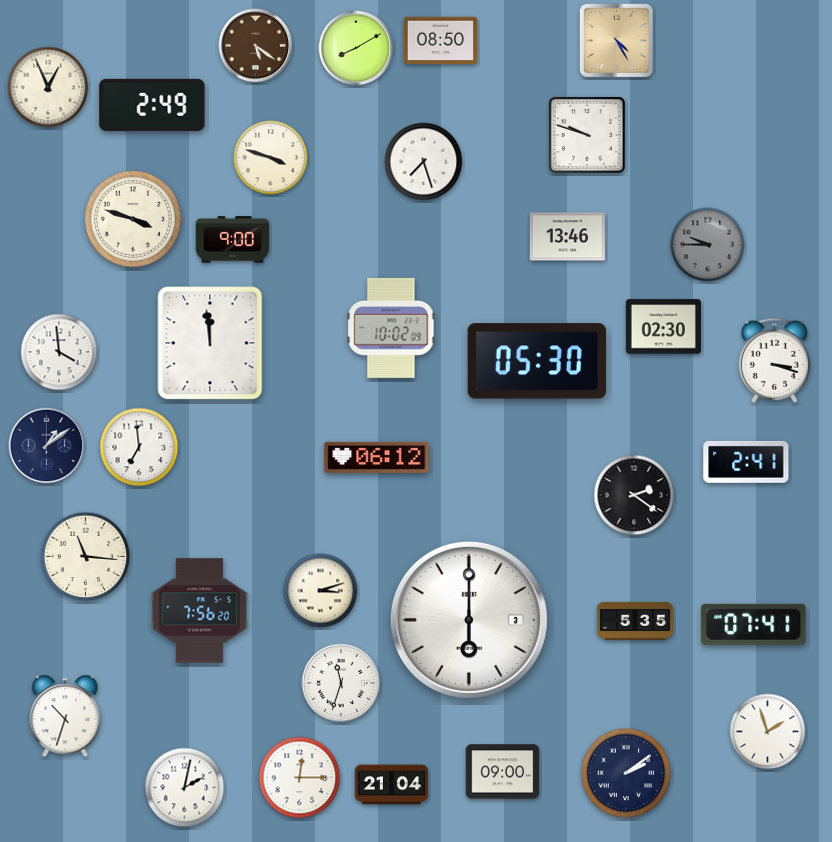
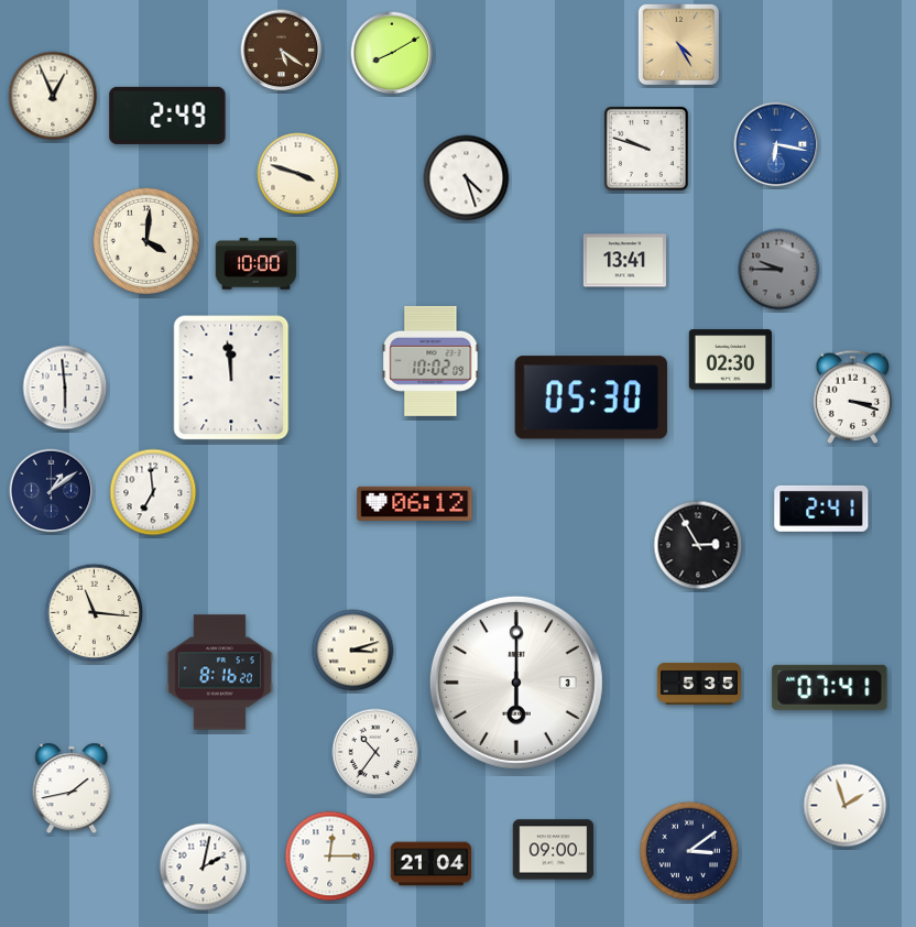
clock at (441, 41): 08:50 -> none
clock at (776, 144): none -> 6:17
clock at (424, 162): 7:27 -> 4:27
clock at (133, 219): 3:48 -> 4:01
clock at (567, 237): 13:46 -> 13:41
clock at (233, 240): 9:00 -> 10:00
clock at (59, 352): 3:59 -> 5:59
clock at (634, 495): 2:21 -> 2:55
clock at (199, 611): 7:56 -> 8:16
clock at (341, 683): 11:33 -> 10:36
clock at (65, 716): 10:33 -> 1:43
clock at (626, 773): 2:09 -> 3:09
